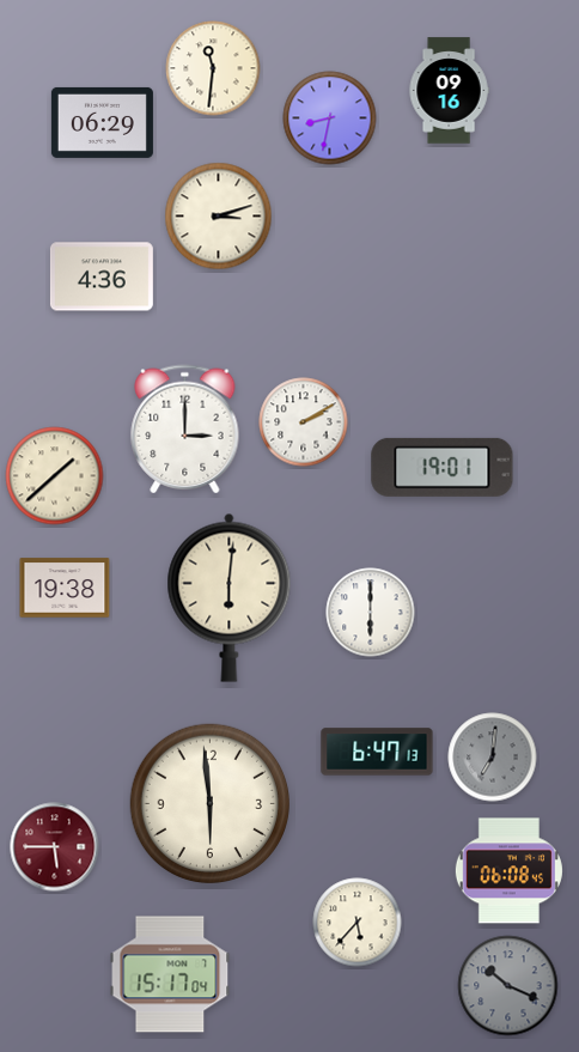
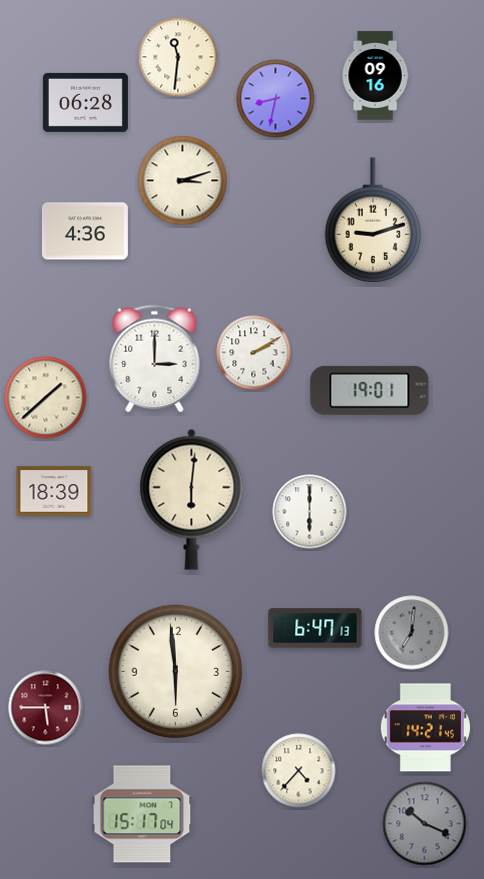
clock at (102, 122): 06:29 -> 06:28
clock at (373, 220): none -> 9:12
clock at (65, 588): 19:38 -> 18:39
clock at (508, 871): 06:08 -> 14:21
clock at (358, 923): 5:37 -> 4:37
